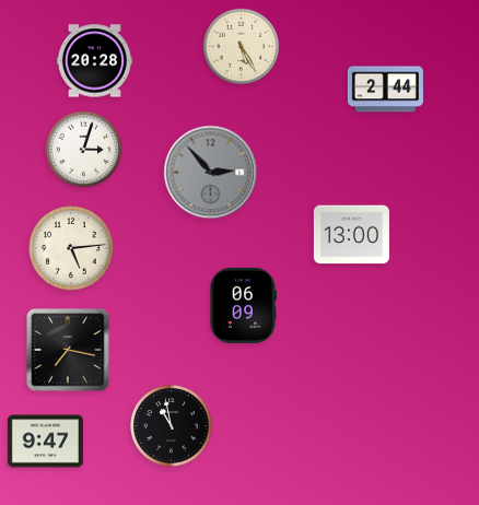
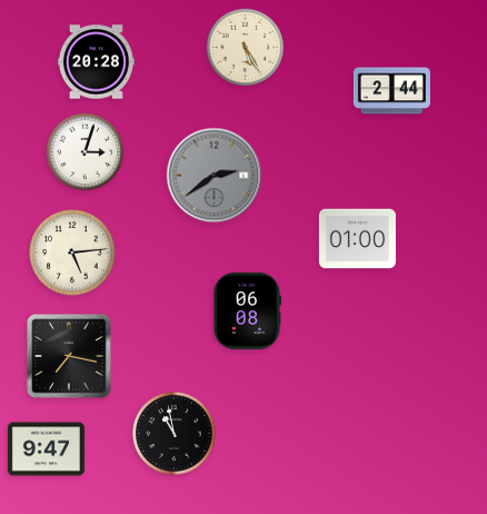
clock at (211, 173): 2:53 -> 2:39
clock at (351, 235): 13:00 -> 01:00
clock at (242, 305): 06:09 -> 06:08
